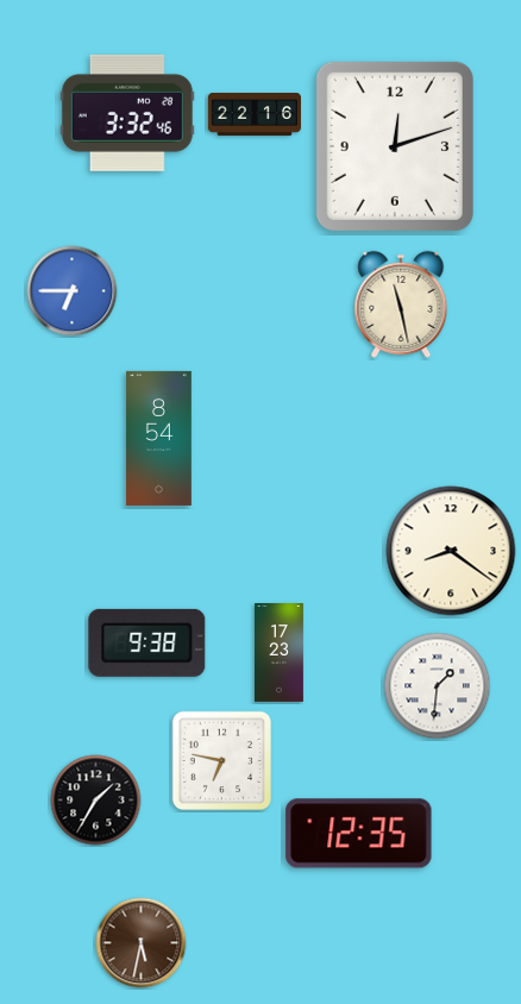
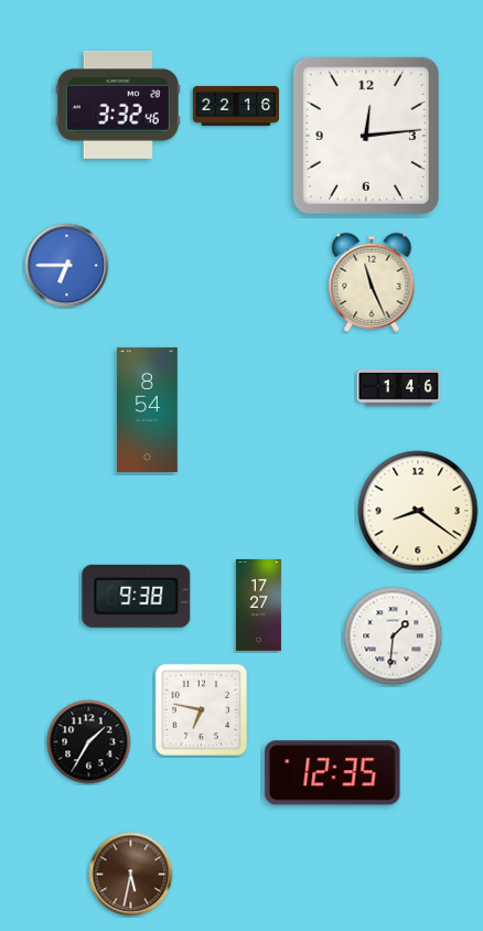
clock at (395, 146): 12:12 -> 12:14
clock at (73, 291) position: (73, 291) -> (67, 266)
clock at (401, 305): 11:28 -> 11:26
clock at (399, 388): none -> 1:46
clock at (159, 438) position: (159, 438) -> (148, 409)
clock at (278, 653): 17:23 -> 17:27
clock at (438, 686) position: (438, 686) -> (394, 636)
clock at (222, 761) position: (222, 761) -> (202, 710)
